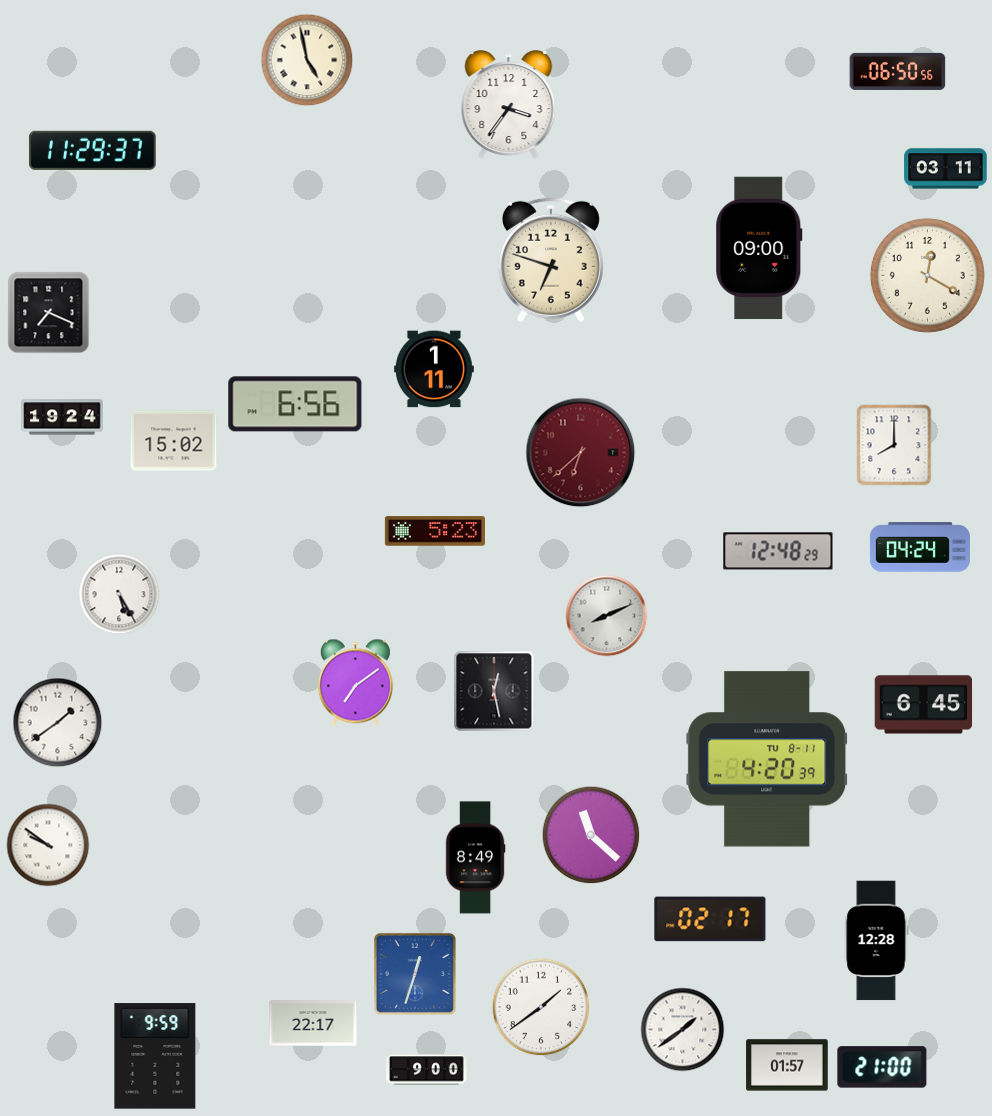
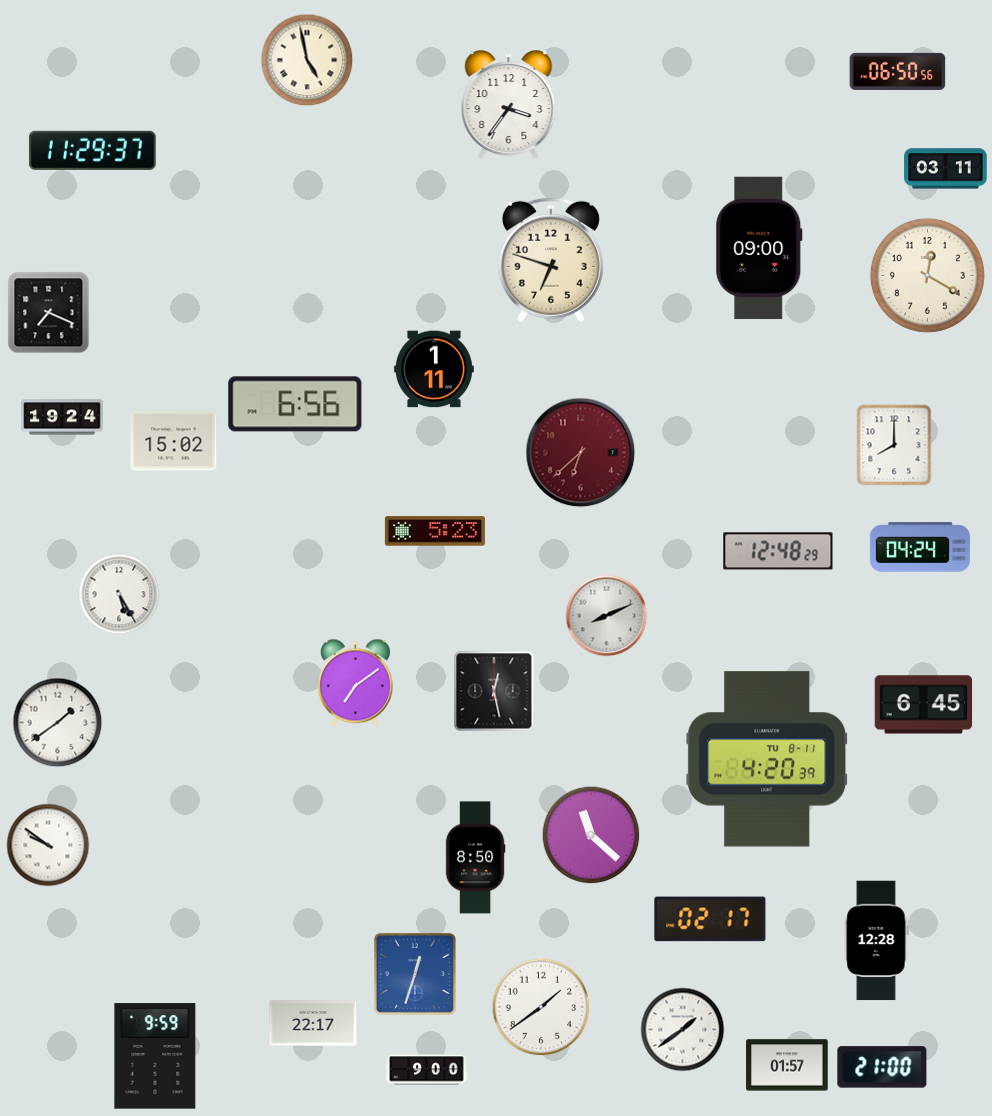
clock at (475, 858): 8:49 -> 8:50
